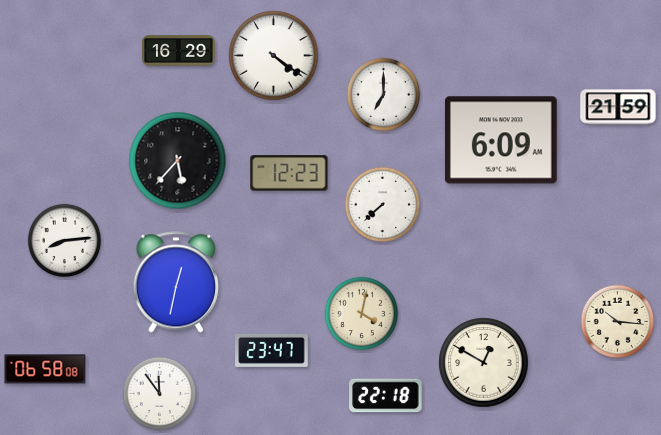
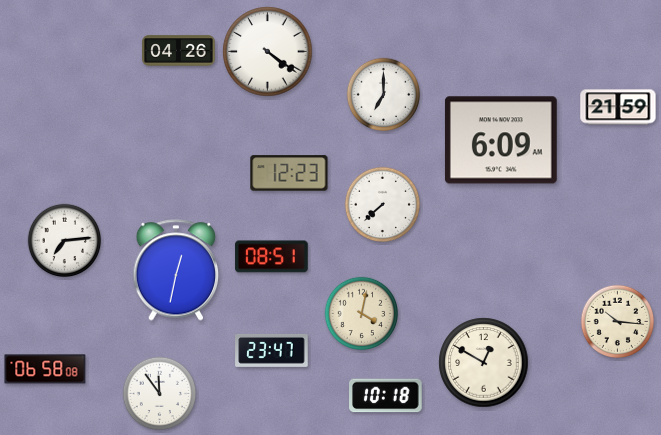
clock at (179, 51): 16:29 -> 04:26
clock at (274, 56) position: (274, 56) -> (268, 52)
clock at (178, 161): 5:37 -> none
clock at (65, 241): 8:14 -> 7:14
clock at (272, 257): none -> 08:51
clock at (176, 282) position: (176, 282) -> (176, 270)
clock at (386, 396): 22:18 -> 10:18
